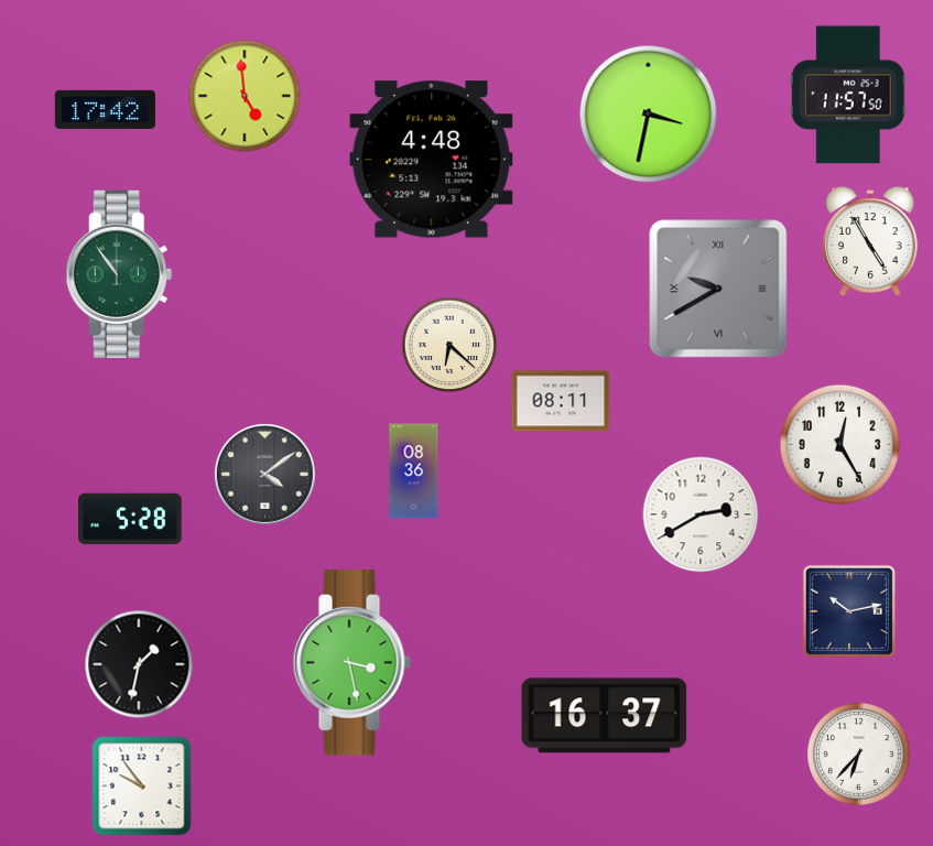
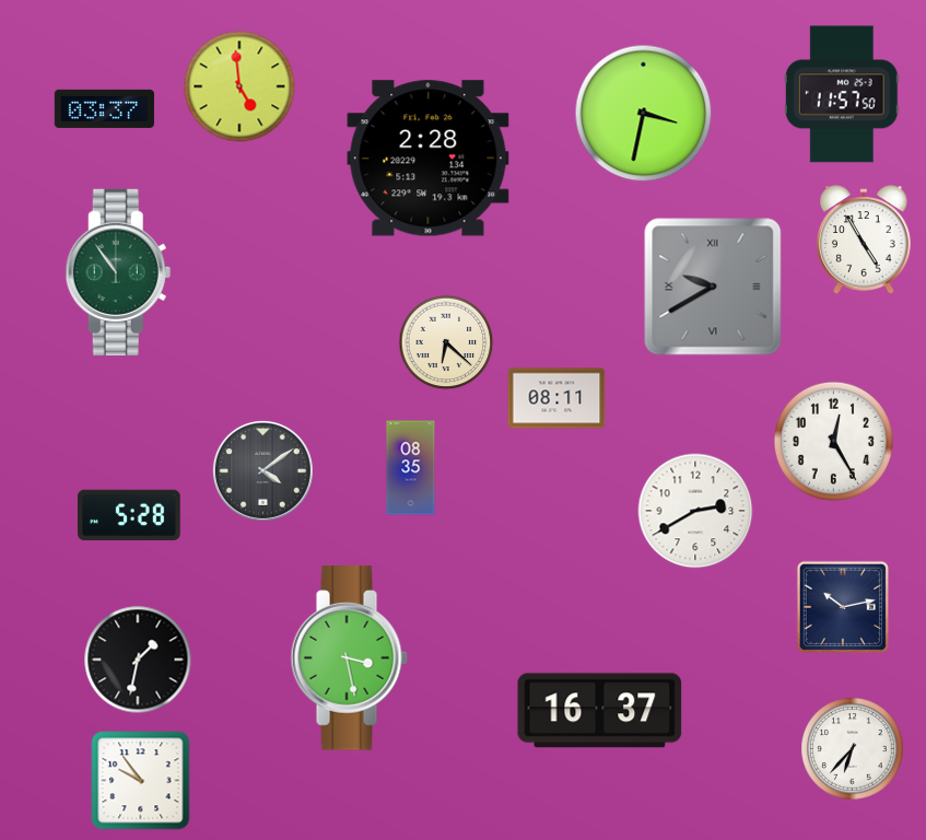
clock at (245, 96) position: (245, 96) -> (239, 86)
clock at (105, 109): 17:42 -> 03:37
clock at (432, 160): 4:48 -> 2:28
clock at (414, 471): 08:36 -> 08:35
